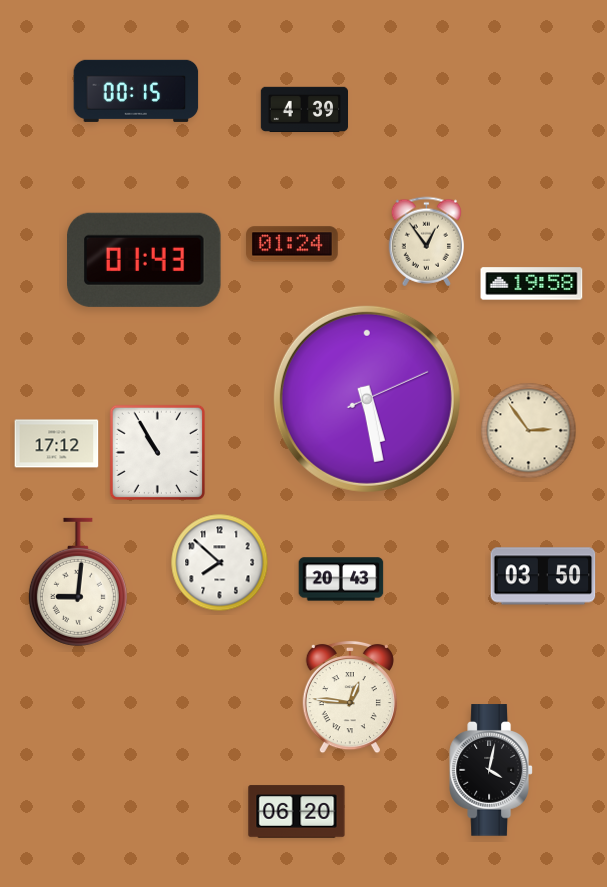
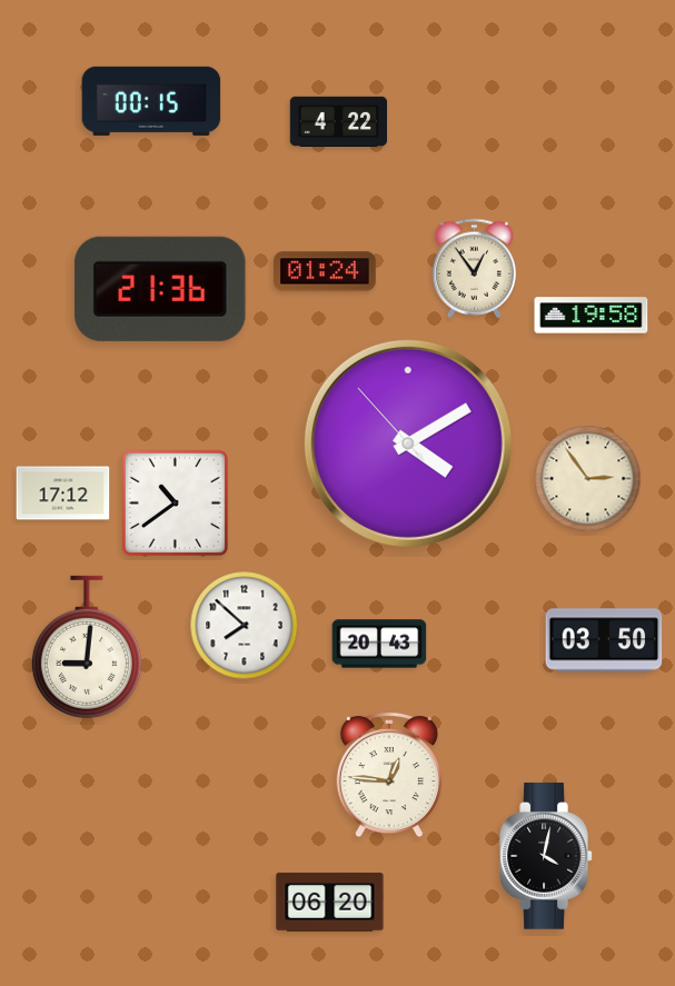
clock at (304, 109): 4:39 -> 4:22
clock at (144, 260): 01:43 -> 21:36
clock at (367, 399): 5:28 -> 4:09
clock at (157, 452): 10:55 -> 10:39
